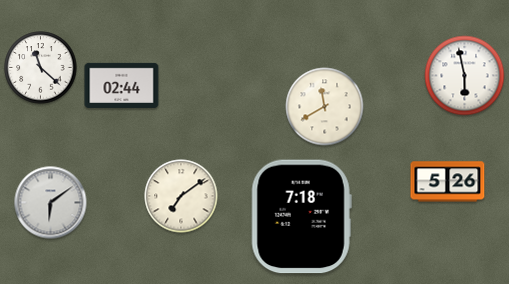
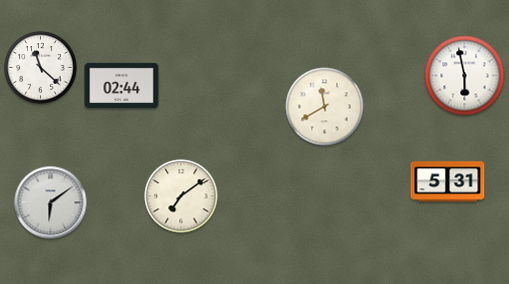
clock at (448, 182): 5:26 -> 5:31
clock at (301, 217): 7:18 -> none
